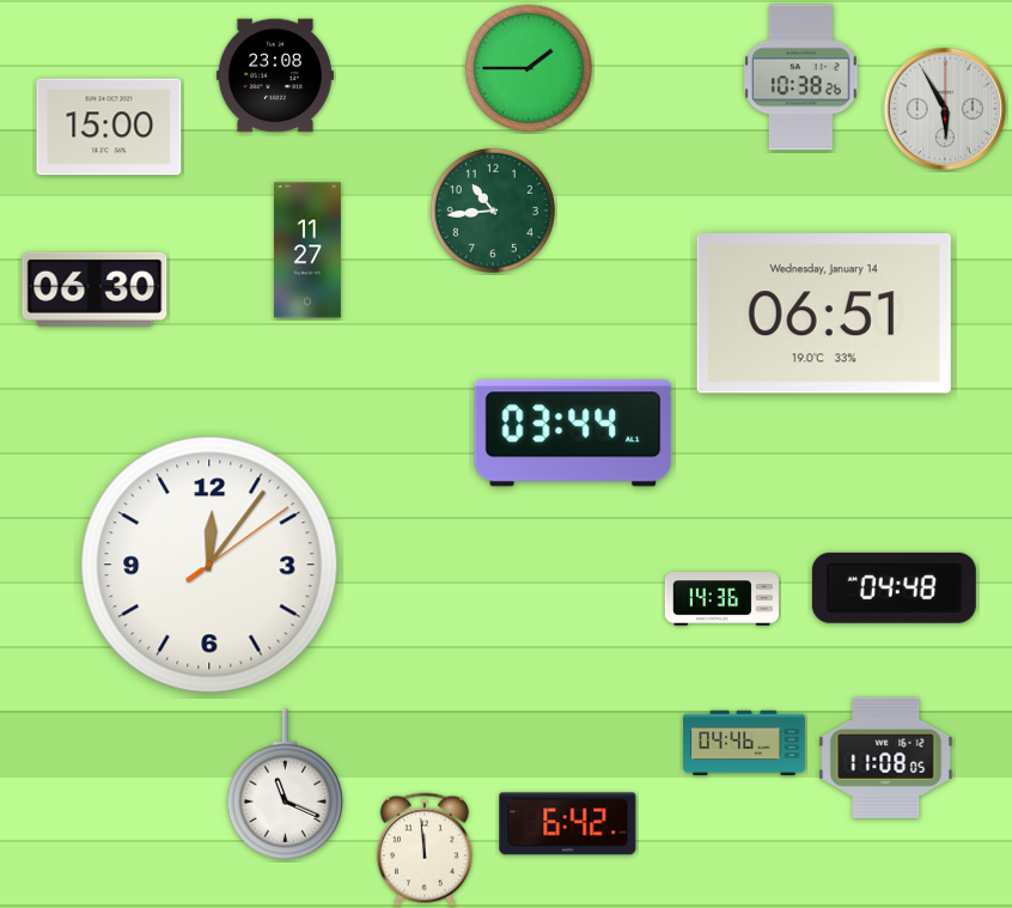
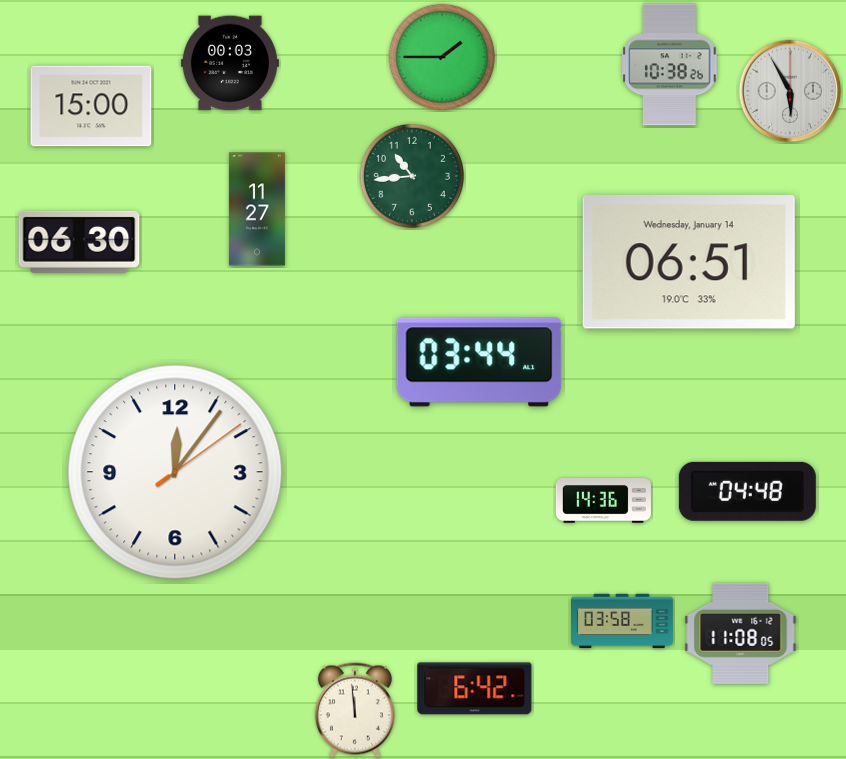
clock at (275, 75): 23:08 -> 00:03
clock at (744, 743): 04:46 -> 03:58
clock at (285, 785): 11:19 -> none
